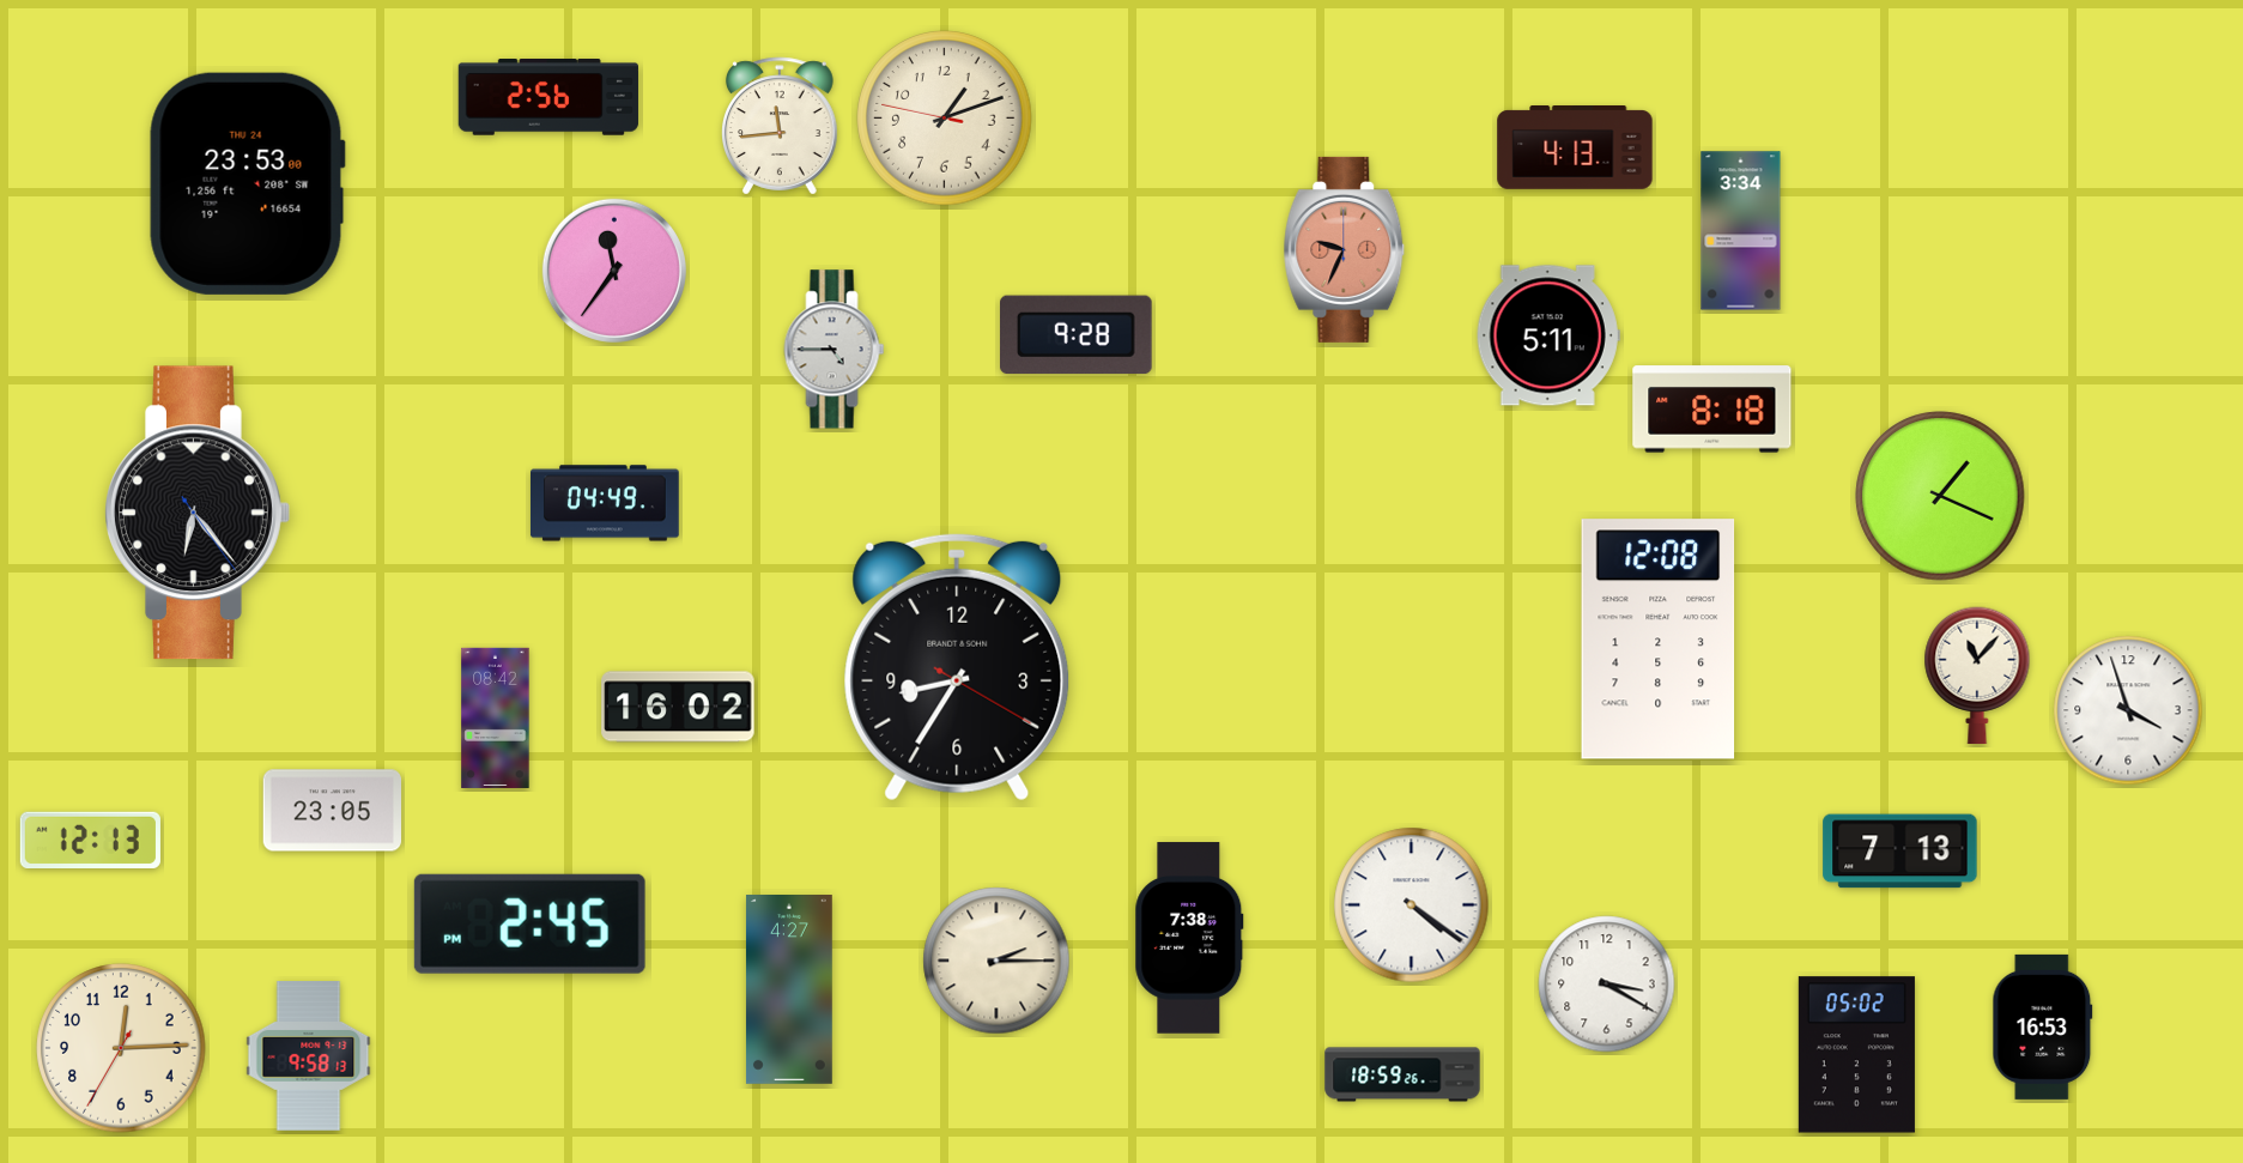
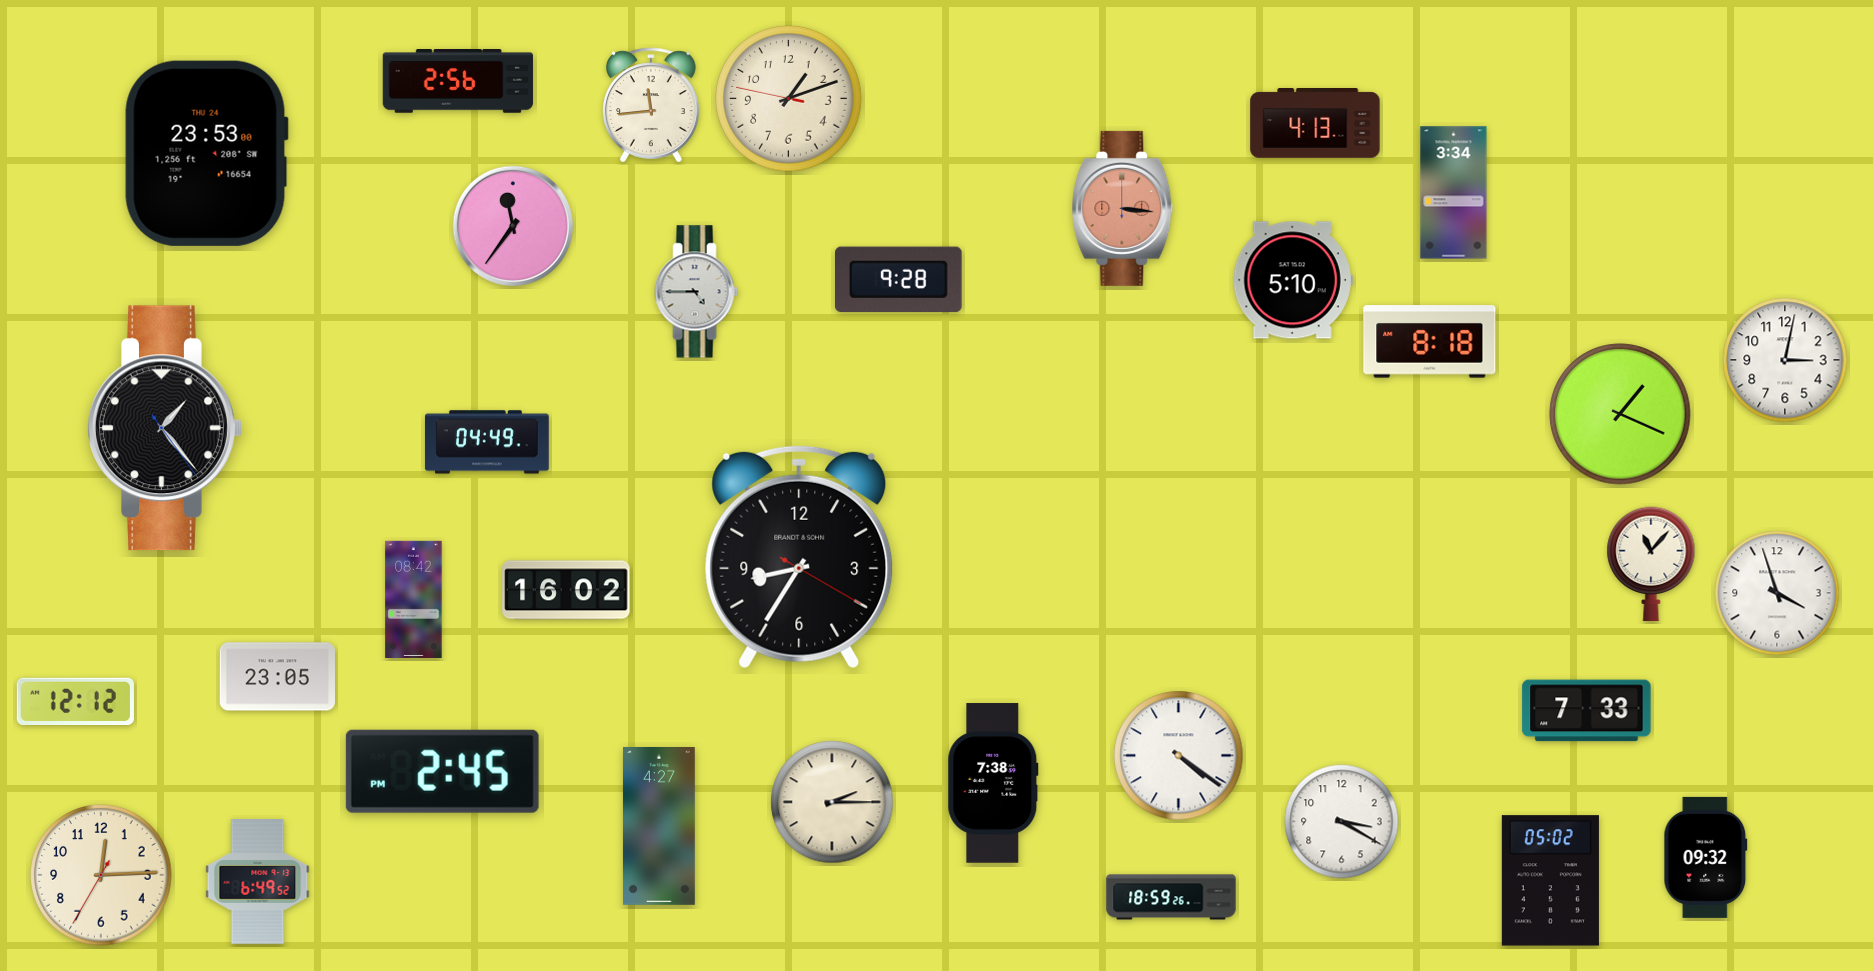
clock at (1345, 249): 9:34 -> 3:16
clock at (1548, 335): 5:11 -> 5:10
clock at (1785, 360): none -> 3:02
clock at (605, 503) position: (605, 503) -> (487, 442)
clock at (198, 513): 6:23 -> 1:23
clock at (1659, 640): 12:08 -> none
clock at (90, 840): 12:13 -> 12:12
clock at (1901, 852): 7:13 -> 7:33
clock at (2043, 1026): 16:53 -> 09:32
clock at (309, 1056): 9:58 -> 6:49
